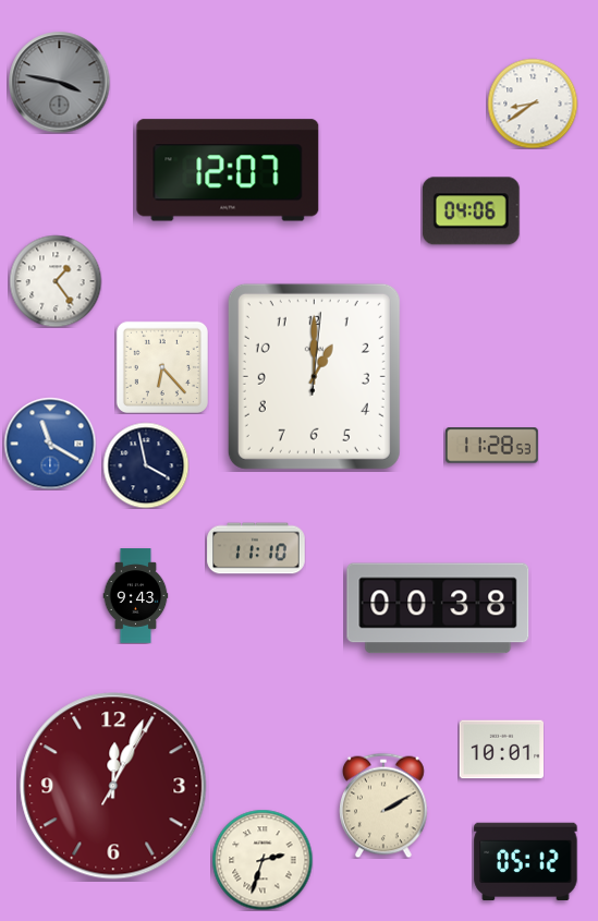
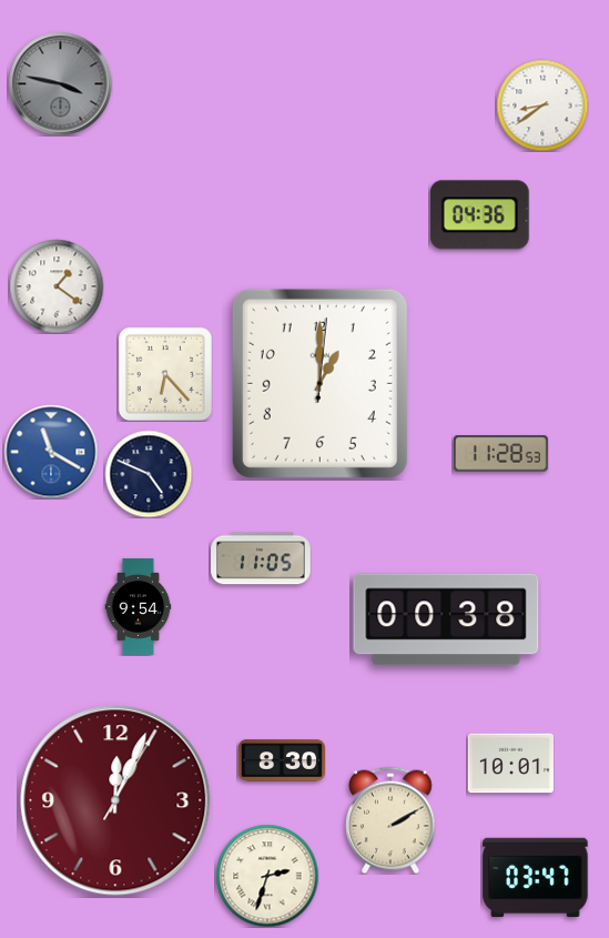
clock at (228, 170): 12:07 -> none
clock at (471, 211): 04:06 -> 04:36
clock at (56, 281): 1:24 -> 1:21
clock at (146, 465): 3:58 -> 4:49
clock at (256, 548): 11:10 -> 11:05
clock at (136, 596): 9:43 -> 9:54
clock at (282, 760): none -> 8:30
clock at (526, 862): 05:12 -> 03:47
